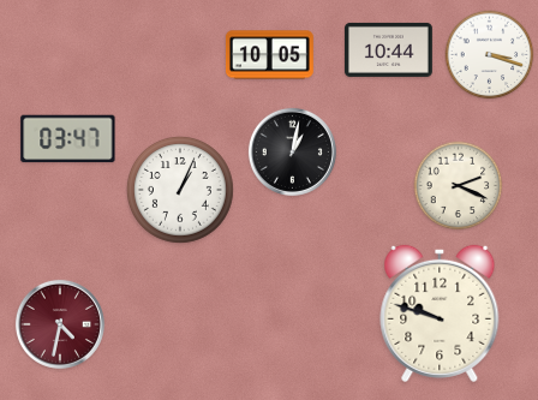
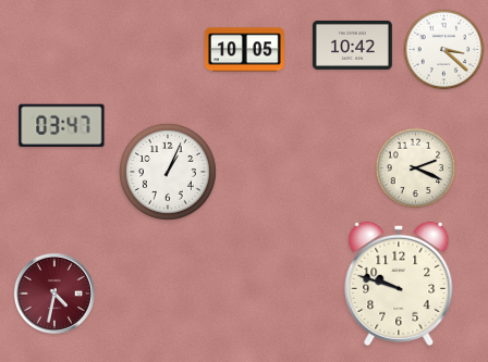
clock at (388, 49): 10:44 -> 10:42
clock at (490, 55): 3:18 -> 3:22
clock at (292, 151): 1:02 -> none
clock at (180, 190) position: (180, 190) -> (168, 172)
